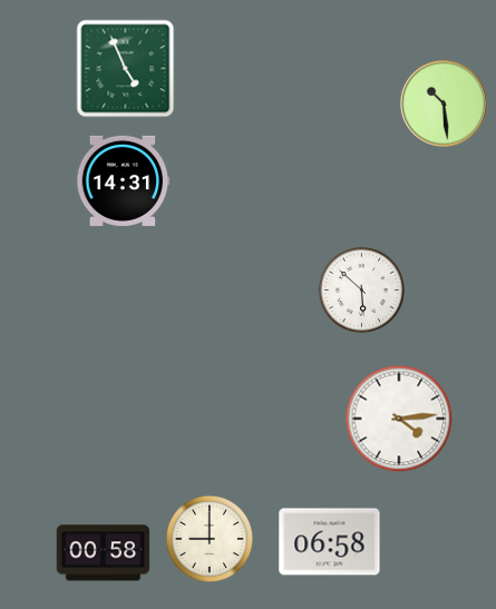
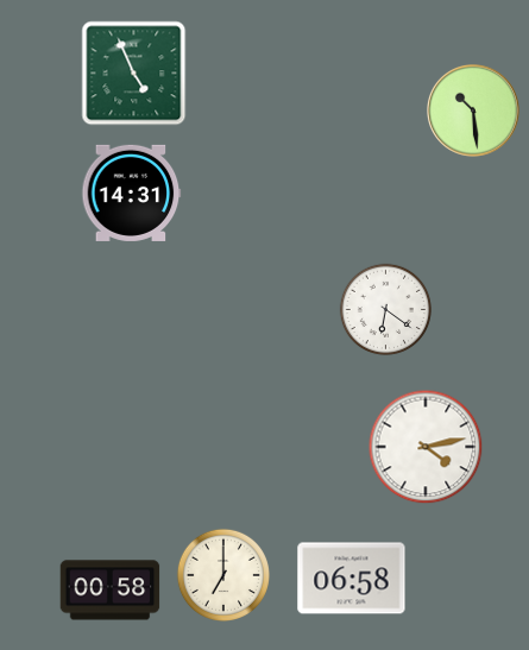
clock at (362, 291): 5:52 -> 6:21
clock at (399, 419): 4:14 -> 4:13
clock at (210, 539): 9:00 -> 7:00
